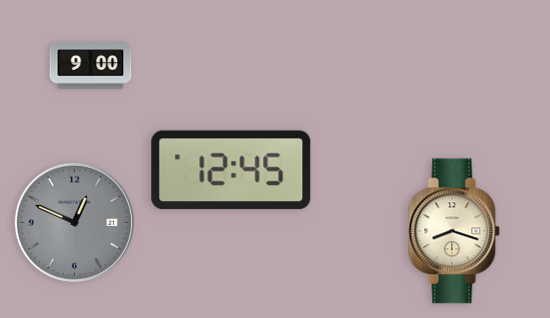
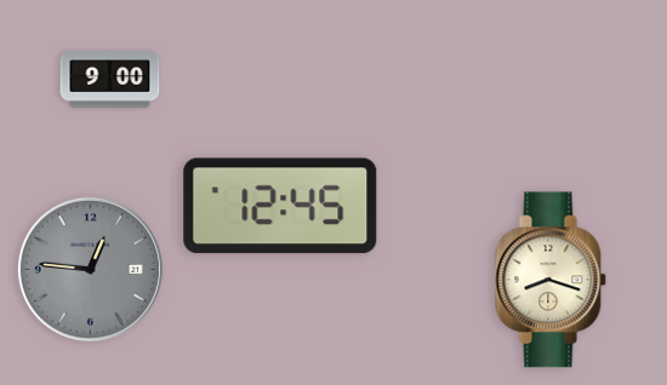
clock at (74, 222): 12:49 -> 12:46
